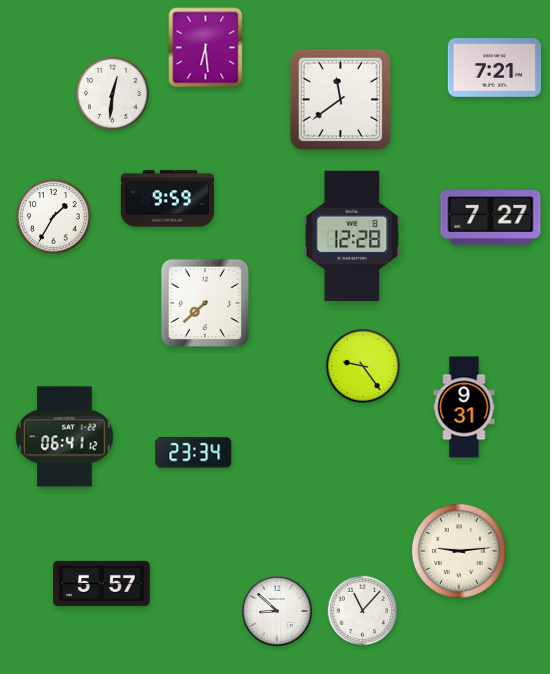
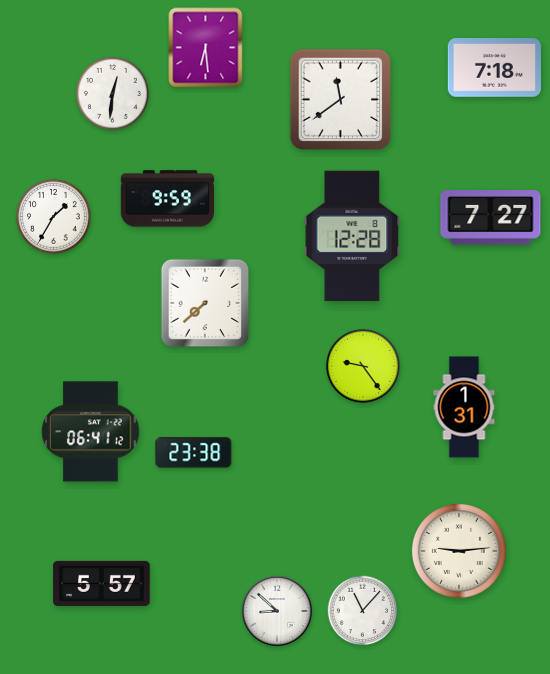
clock at (494, 68): 7:21 -> 7:18
clock at (464, 407): 9:31 -> 1:31
clock at (65, 437) position: (65, 437) -> (91, 432)
clock at (194, 453): 23:34 -> 23:38
